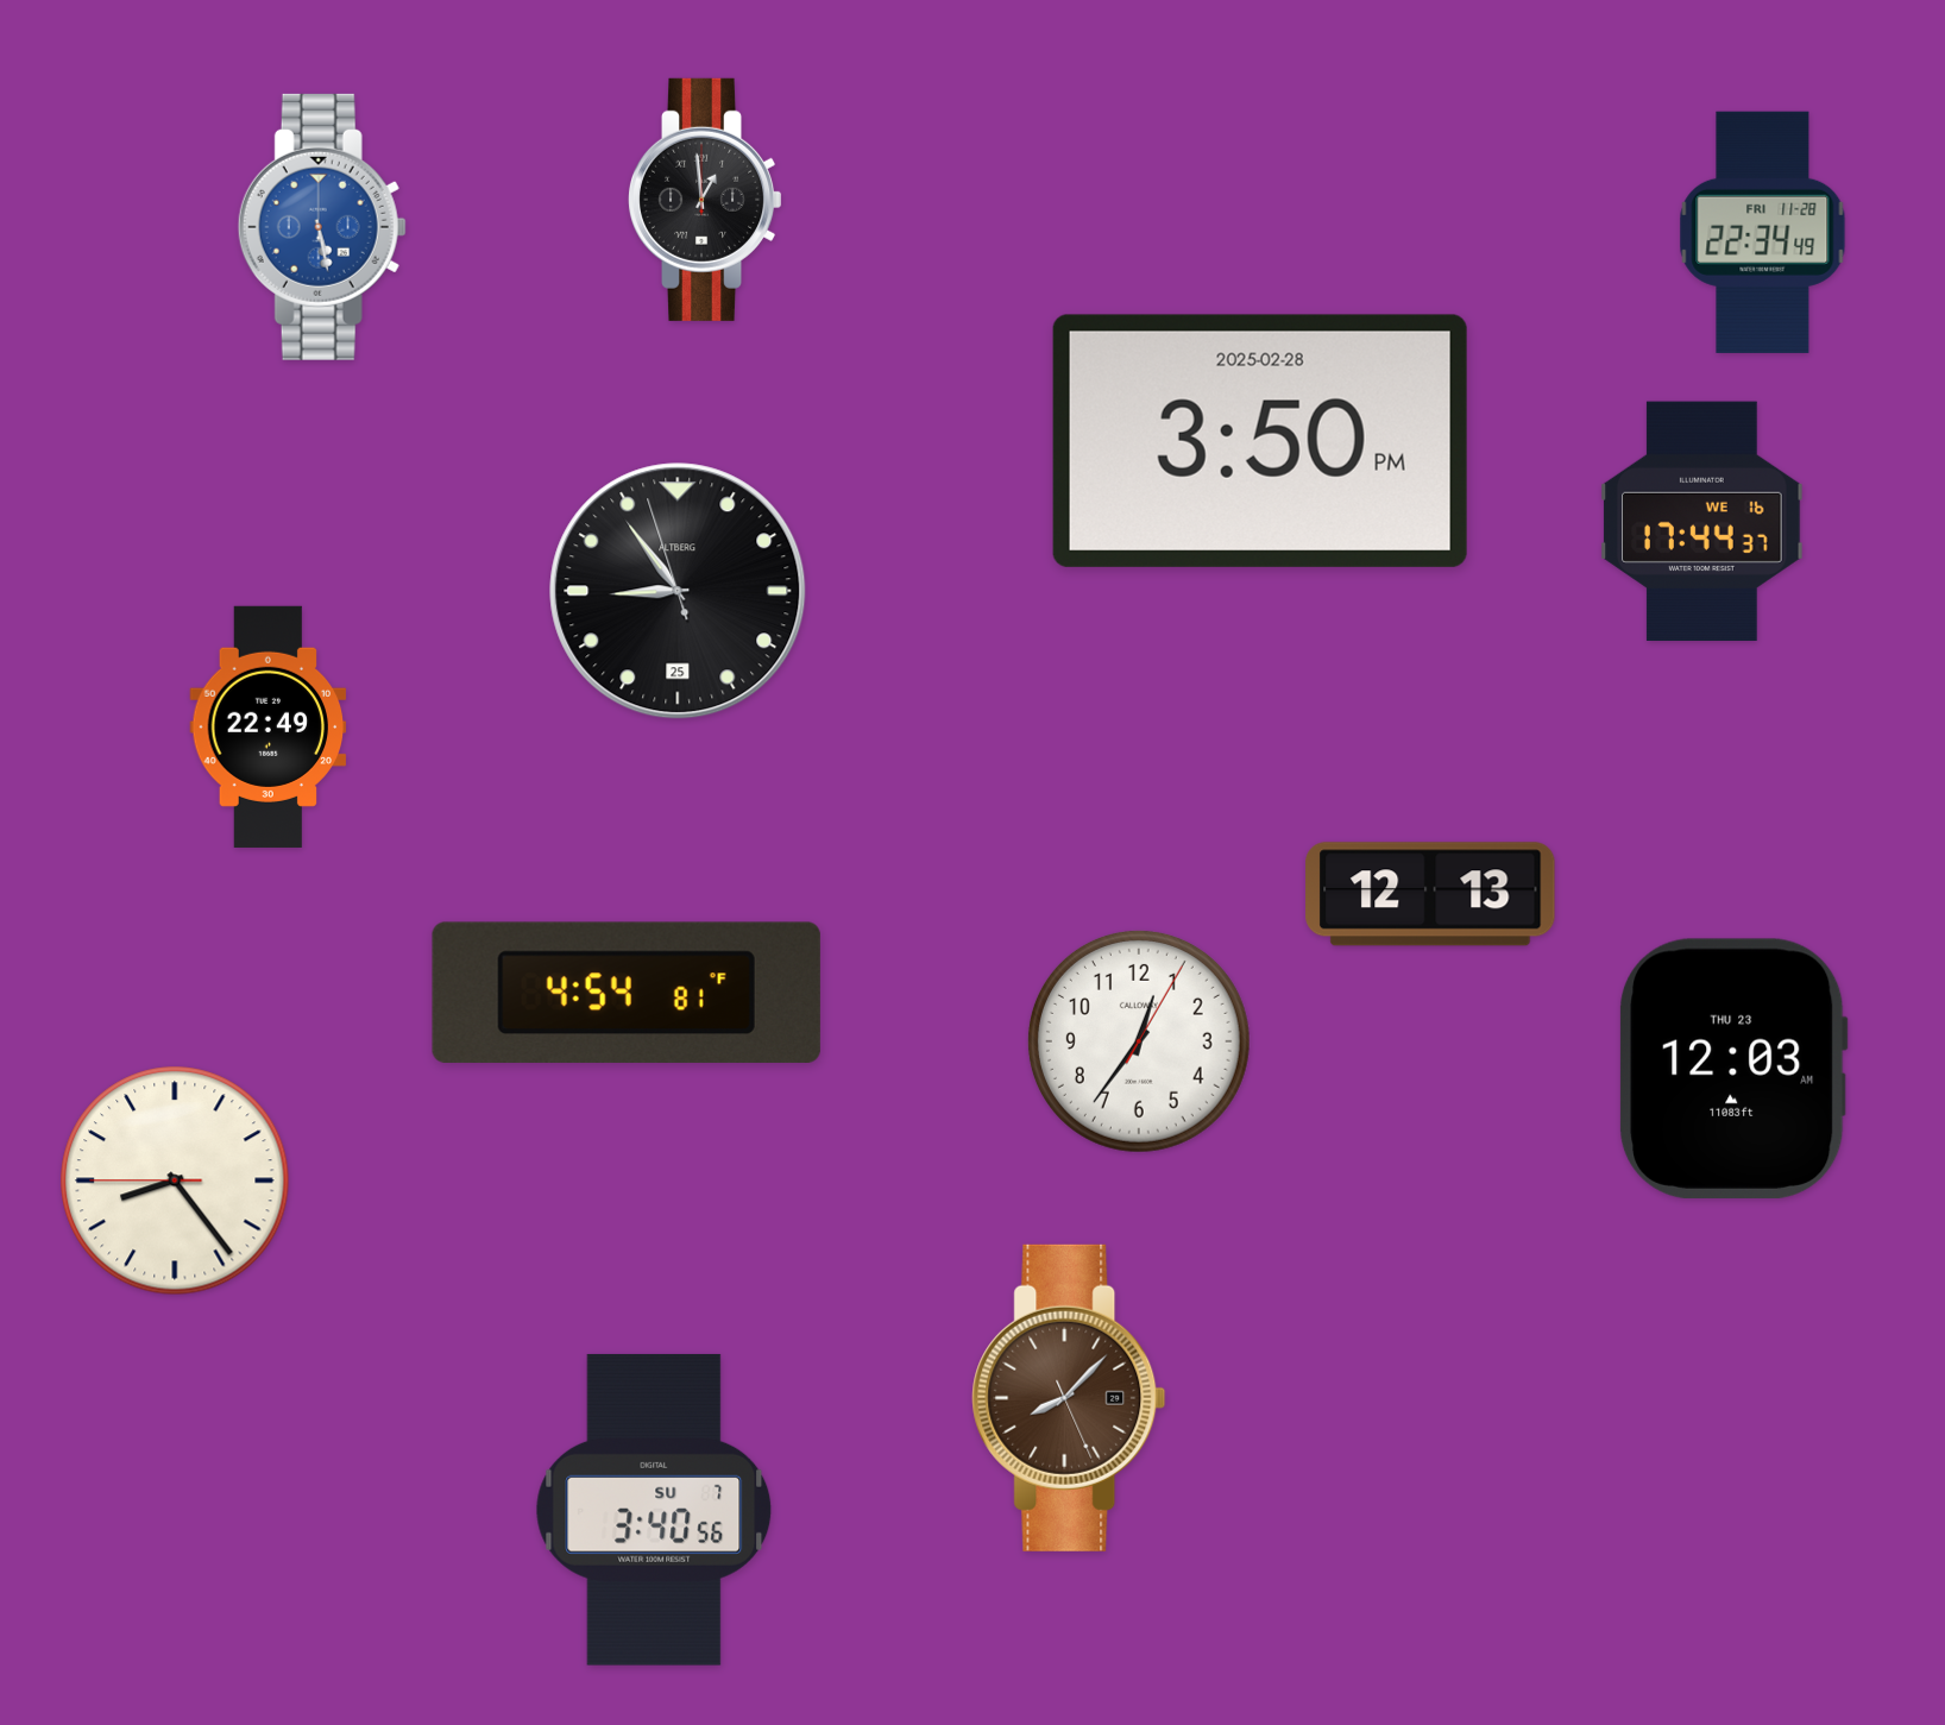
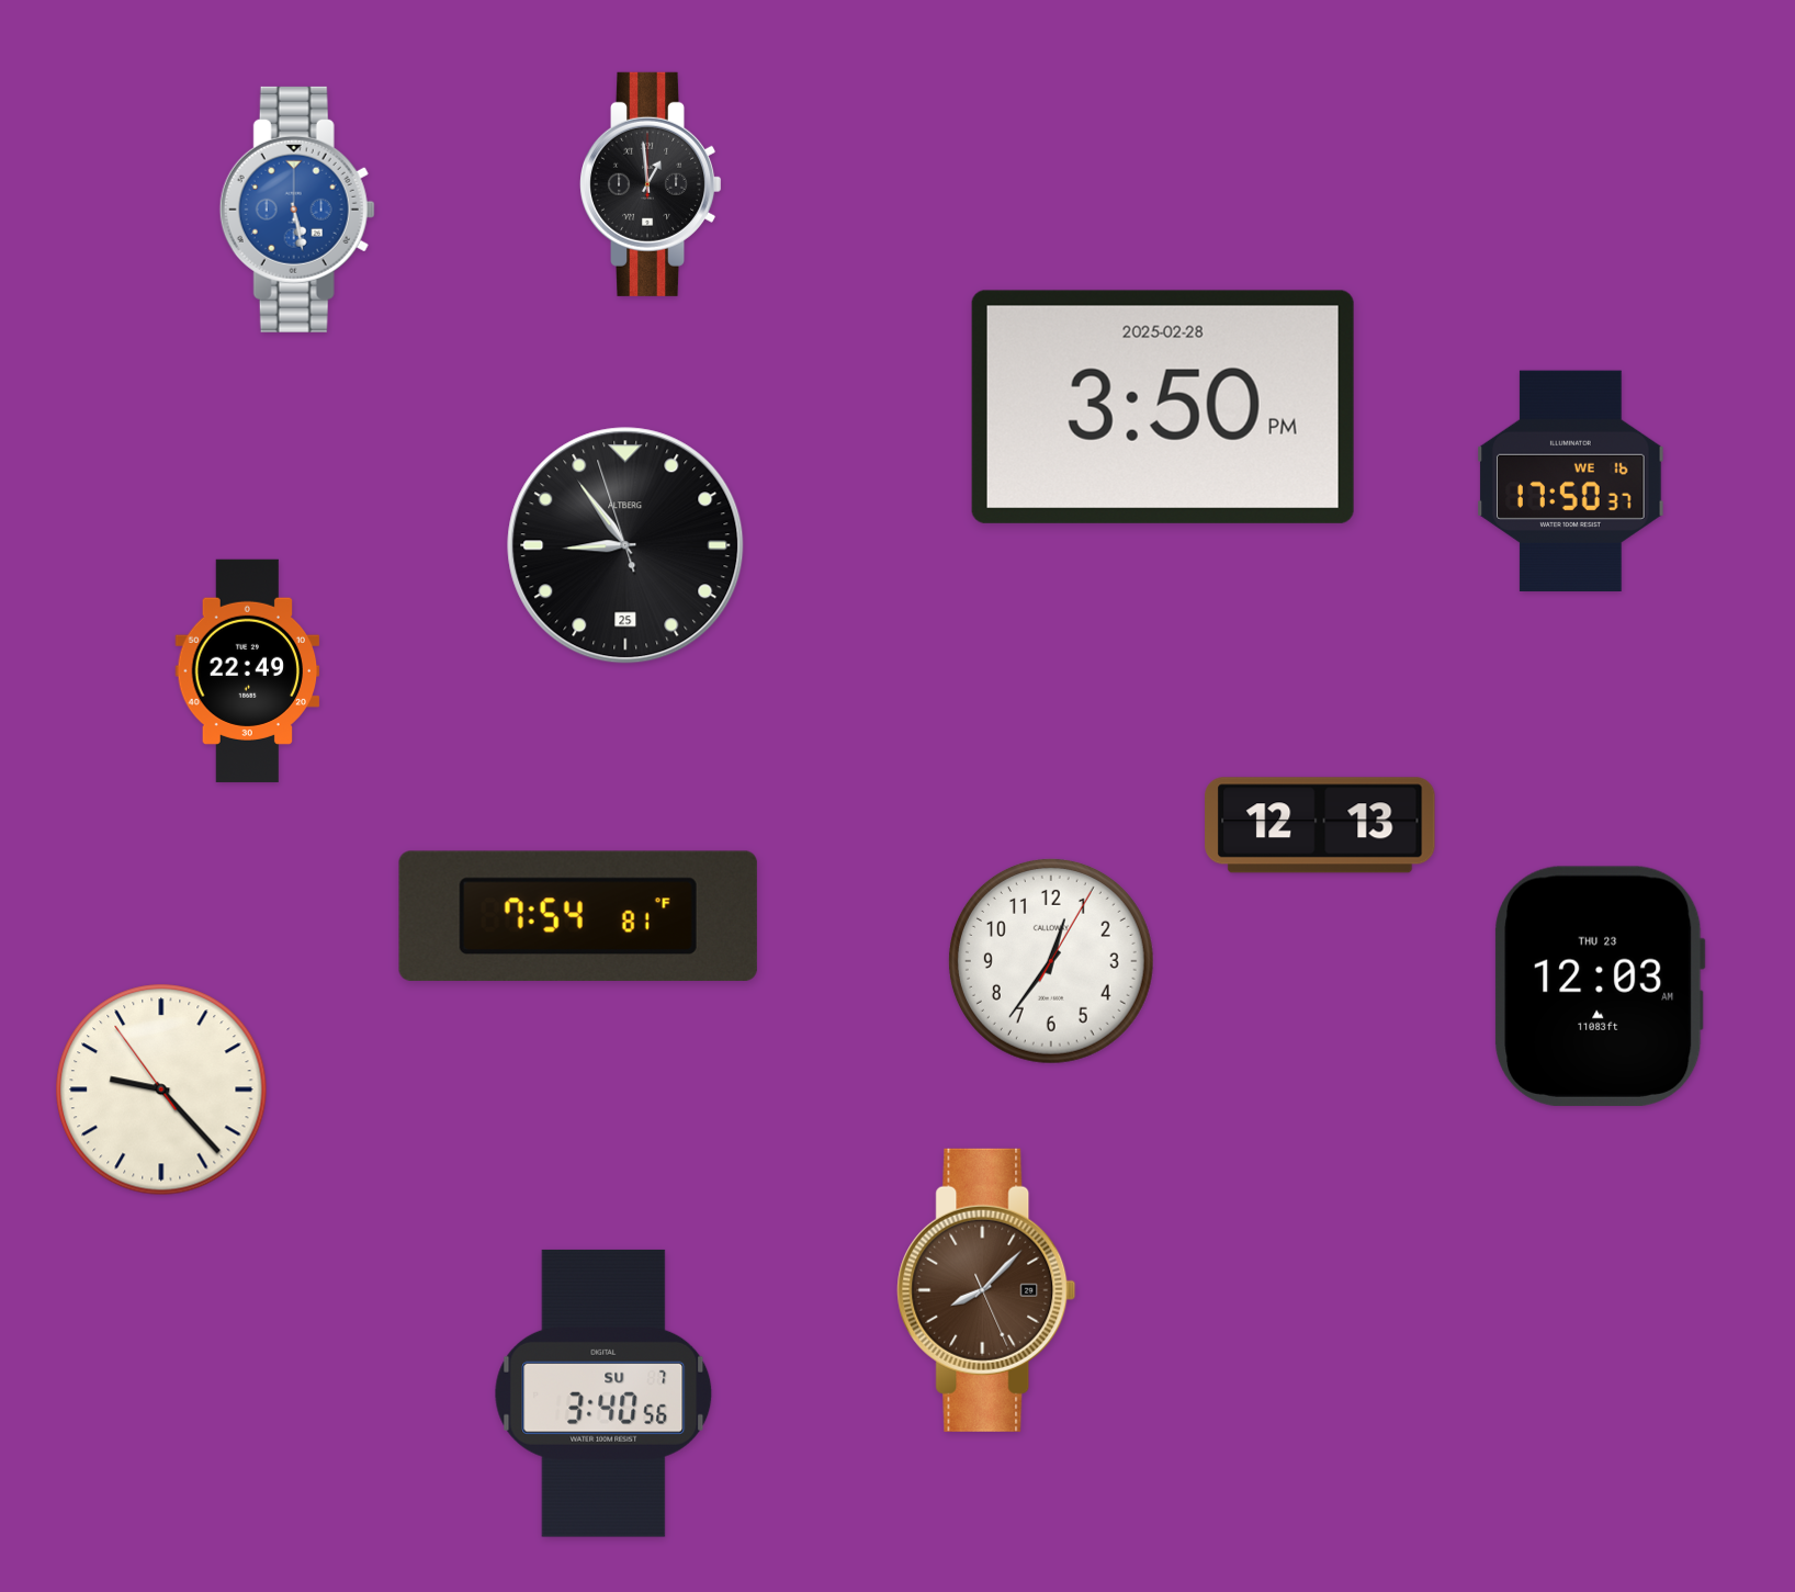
clock at (1763, 232): 22:34 -> none
clock at (1702, 522): 17:44 -> 17:50
clock at (627, 993): 4:54 -> 7:54
clock at (175, 1181): 8:23 -> 9:22
